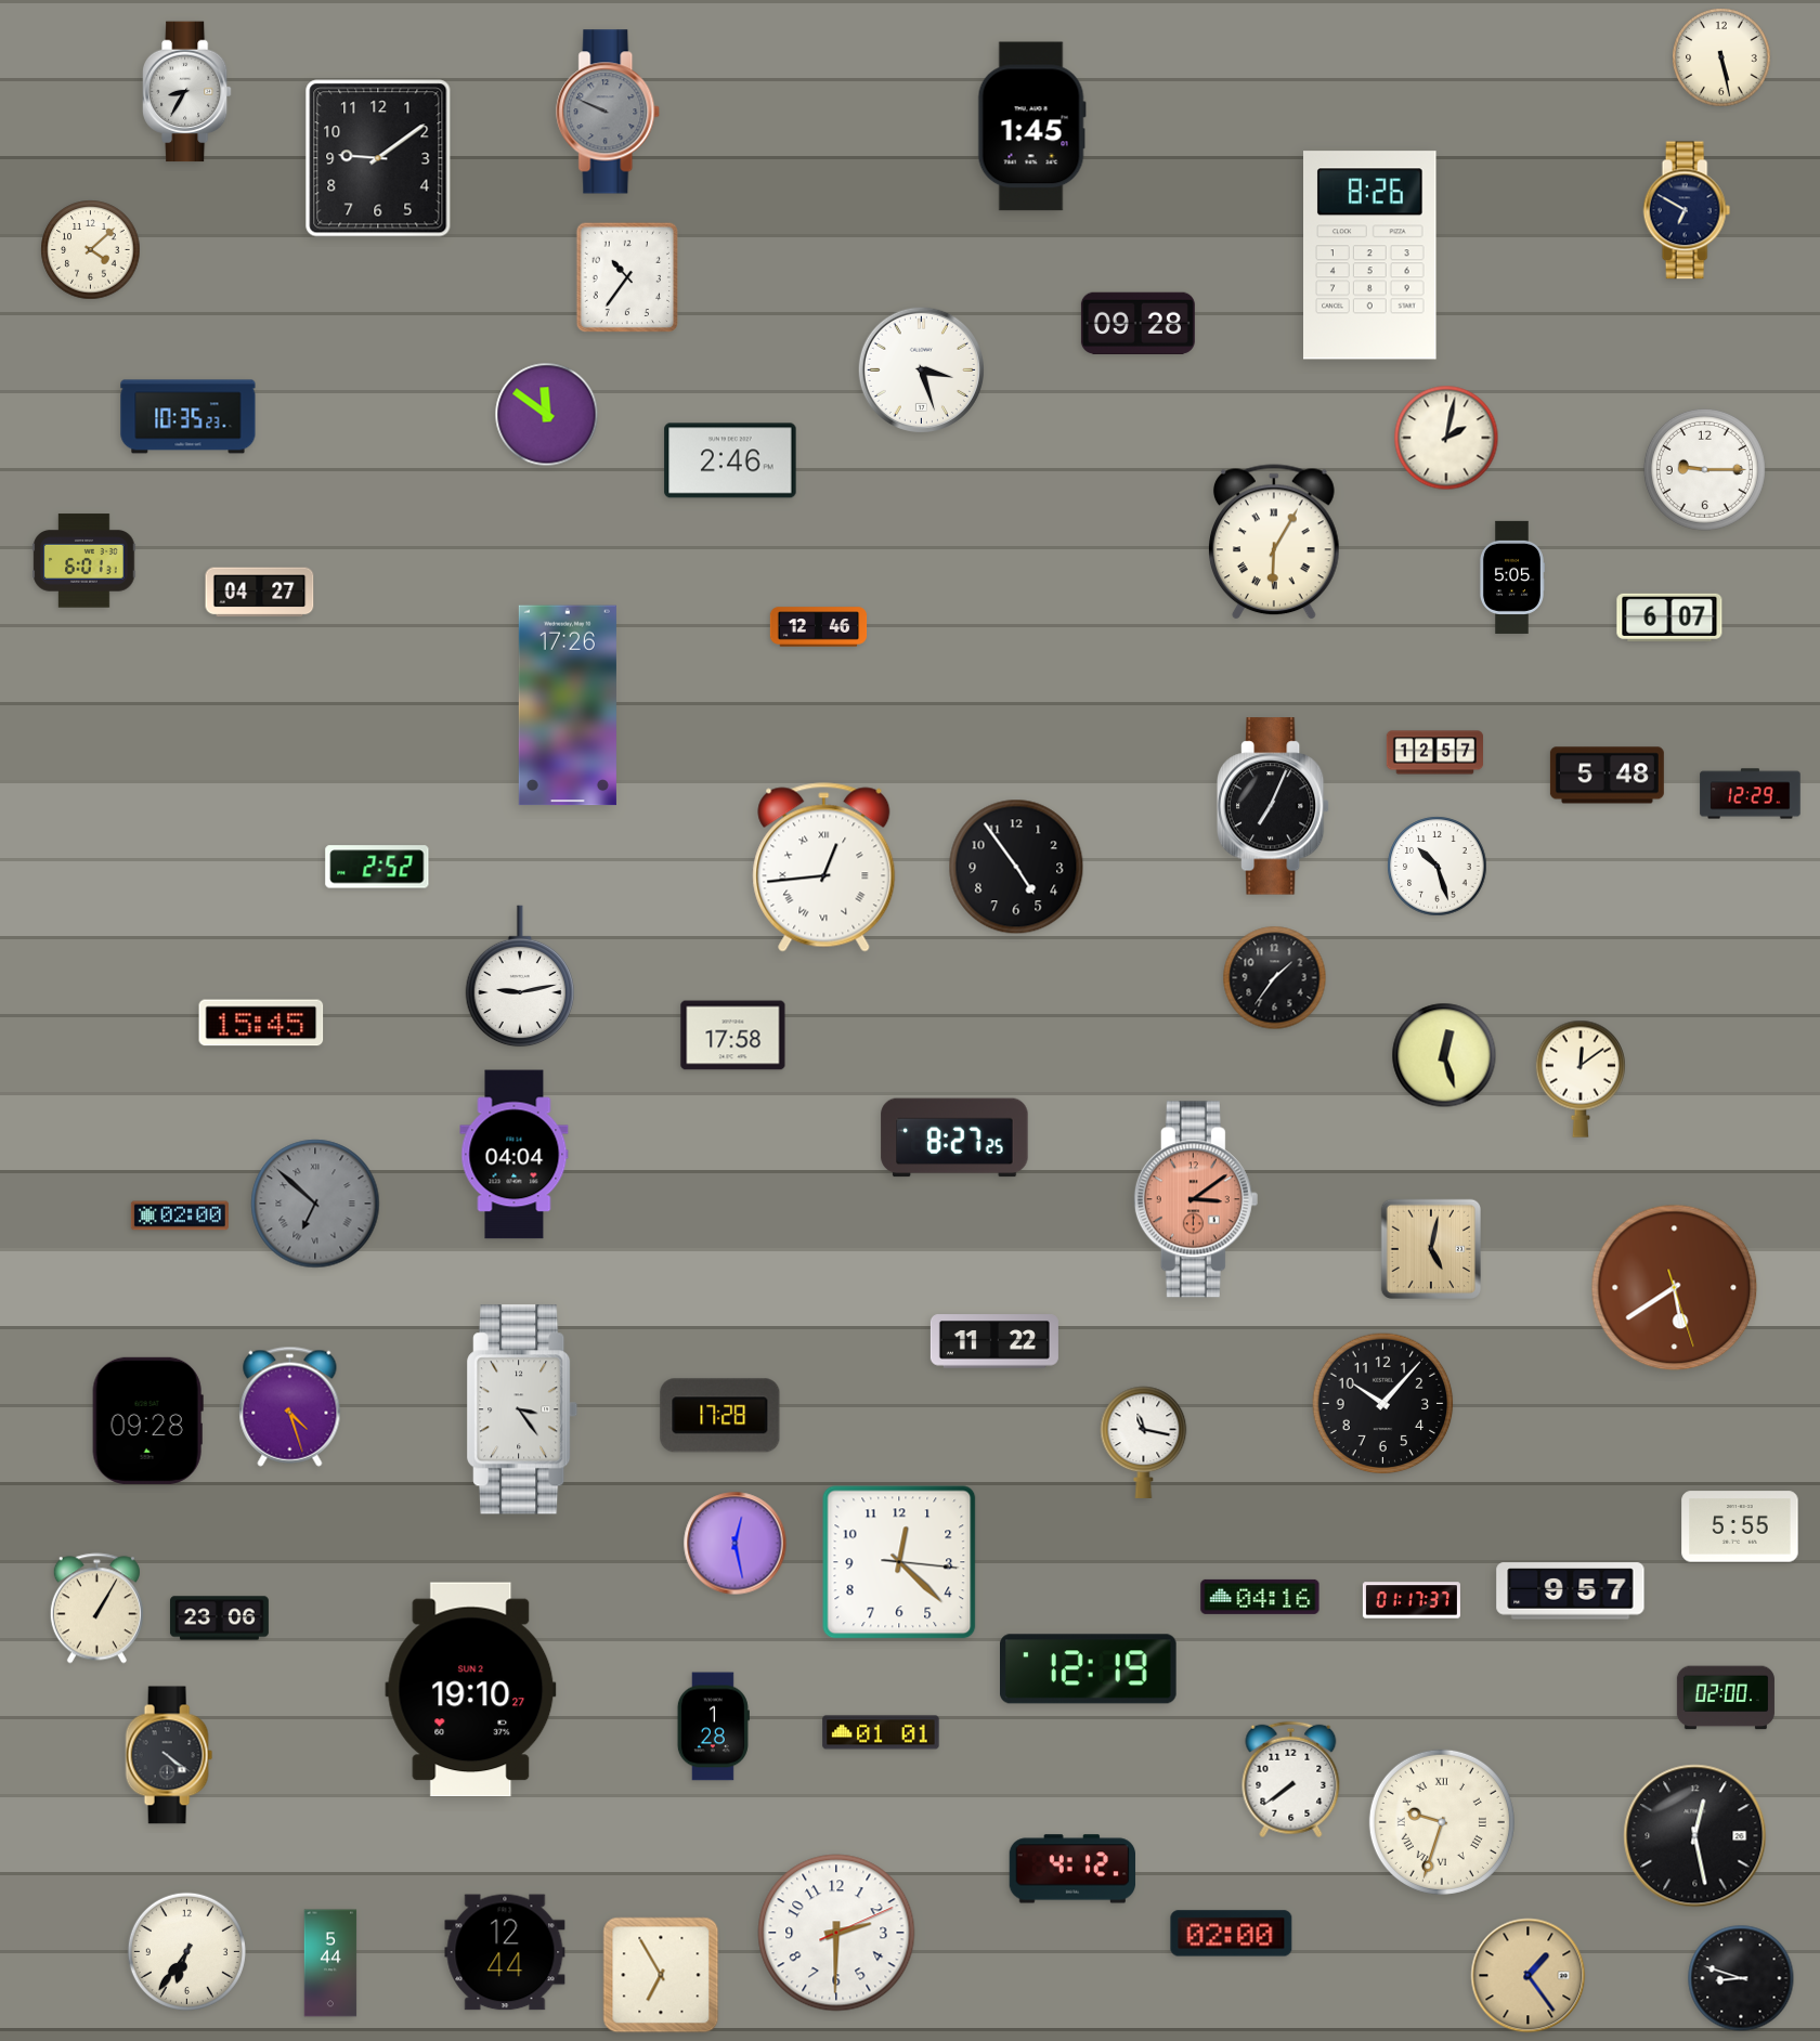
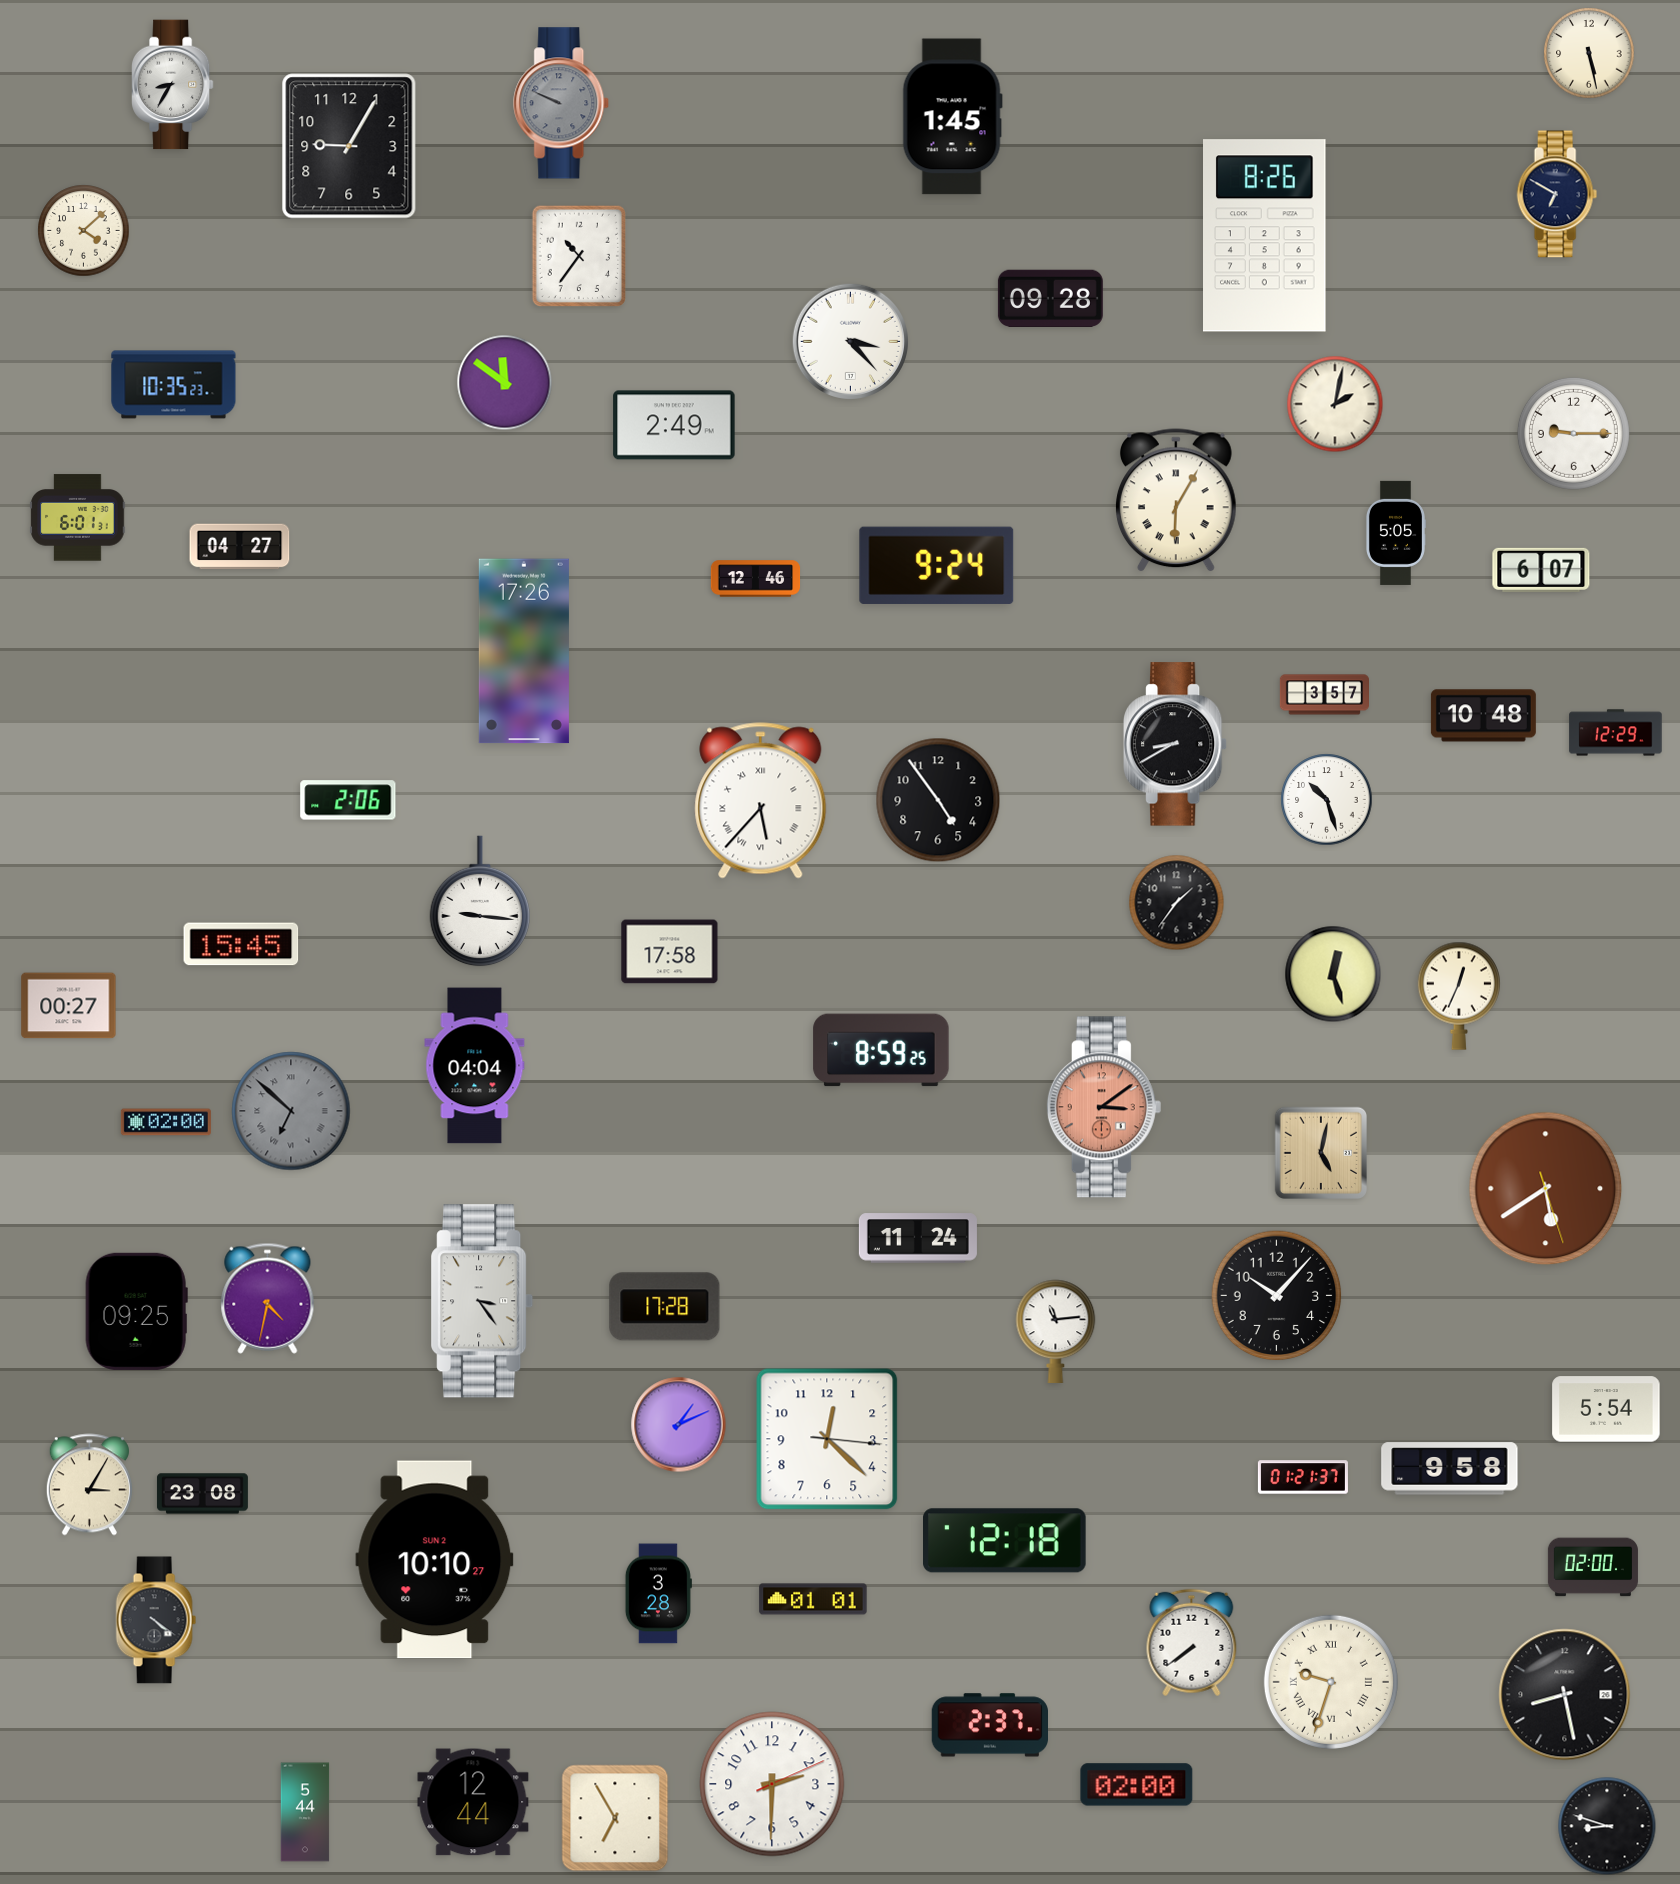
clock at (378, 158): 9:09 -> 9:05
clock at (921, 369): 3:27 -> 3:23
clock at (730, 460): 2:46 -> 2:49
clock at (937, 565): none -> 9:24
clock at (1434, 753): 12:57 -> 3:57
clock at (1607, 776): 5:48 -> 10:48
clock at (1273, 806): 7:04 -> 8:40
clock at (377, 867): 2:52 -> 2:06
clock at (824, 868): 12:44 -> 5:37
clock at (519, 976): 9:13 -> 9:16
clock at (733, 1036) position: (733, 1036) -> (670, 952)
clock at (1581, 1079): 12:09 -> 12:34
clock at (69, 1006): none -> 00:27
clock at (954, 1137): 8:27 -> 8:59
clock at (994, 1341): 11:22 -> 11:24
clock at (290, 1406): 4:27 -> 4:32
clock at (147, 1420): 09:28 -> 09:25
clock at (1144, 1442): 11:17 -> 11:14
clock at (1740, 1526): 5:55 -> 5:54
clock at (736, 1544): 12:28 -> 1:11
clock at (899, 1562) position: (899, 1562) -> (827, 1439)
clock at (1571, 1591): 9:57 -> 9:58
clock at (1260, 1597): 04:16 -> none
clock at (1412, 1600): 01:17 -> 01:21
clock at (96, 1609): 1:05 -> 3:05
clock at (219, 1618): 23:06 -> 23:08
clock at (1089, 1669): 12:19 -> 12:18
clock at (471, 1690): 19:10 -> 10:10
clock at (713, 1727): 1:28 -> 3:28
clock at (1695, 1836): 12:28 -> 8:28
clock at (1071, 1869): 4:12 -> 2:37
clock at (186, 1951): 6:36 -> none
clock at (505, 1952) position: (505, 1952) -> (473, 1802)
clock at (661, 1975) position: (661, 1975) -> (615, 1818)
clock at (1529, 1976): 1:24 -> none
